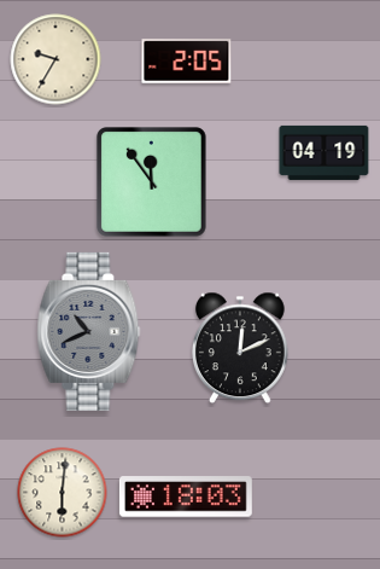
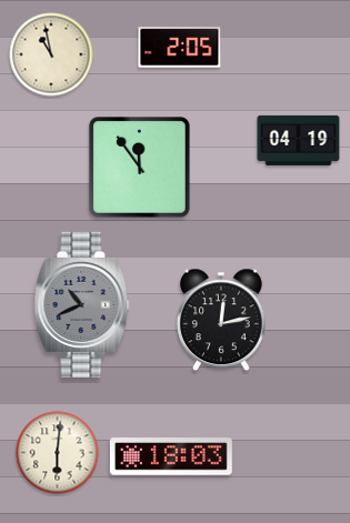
clock at (55, 59): 9:35 -> 10:58
clock at (187, 62) position: (187, 62) -> (180, 48)
clock at (241, 348): 12:11 -> 12:13
